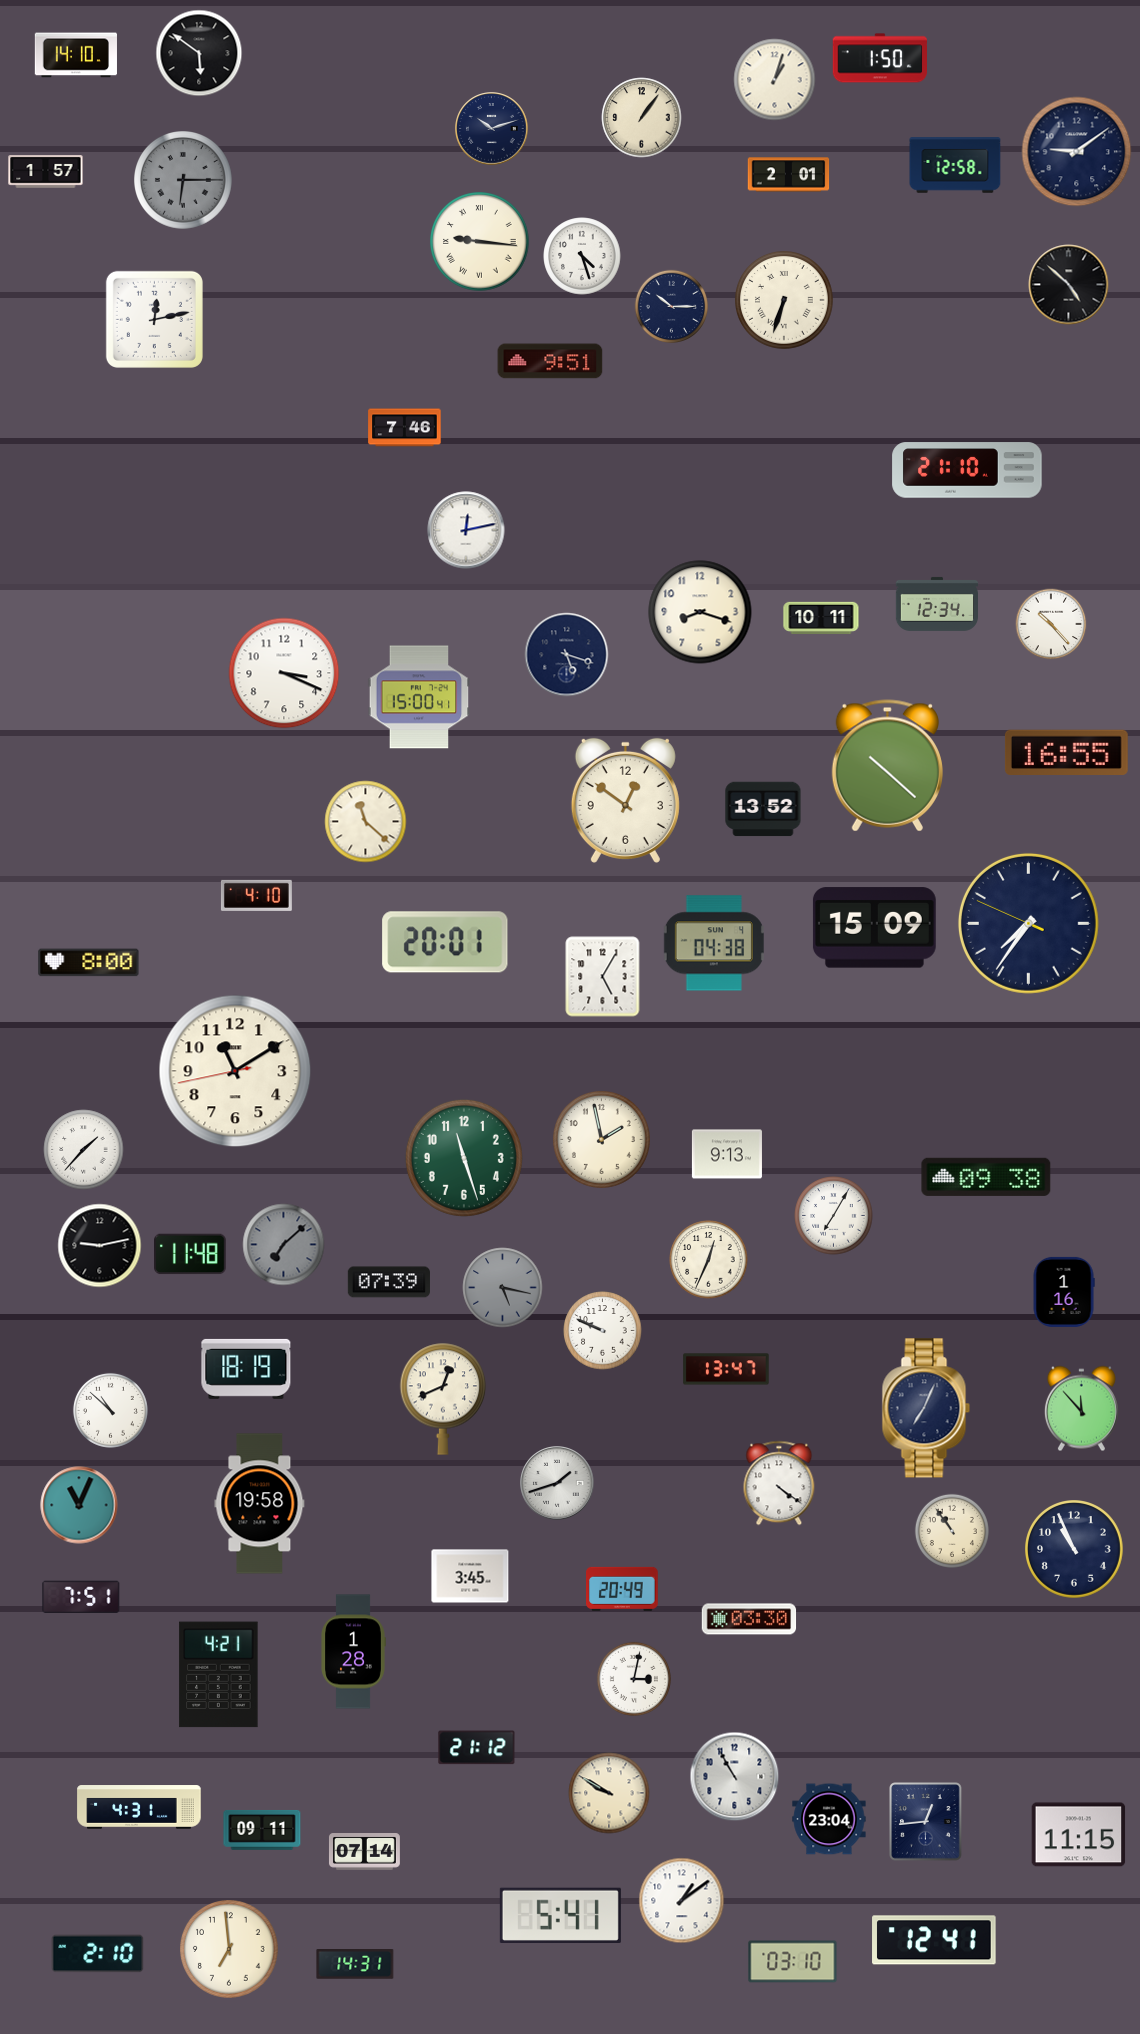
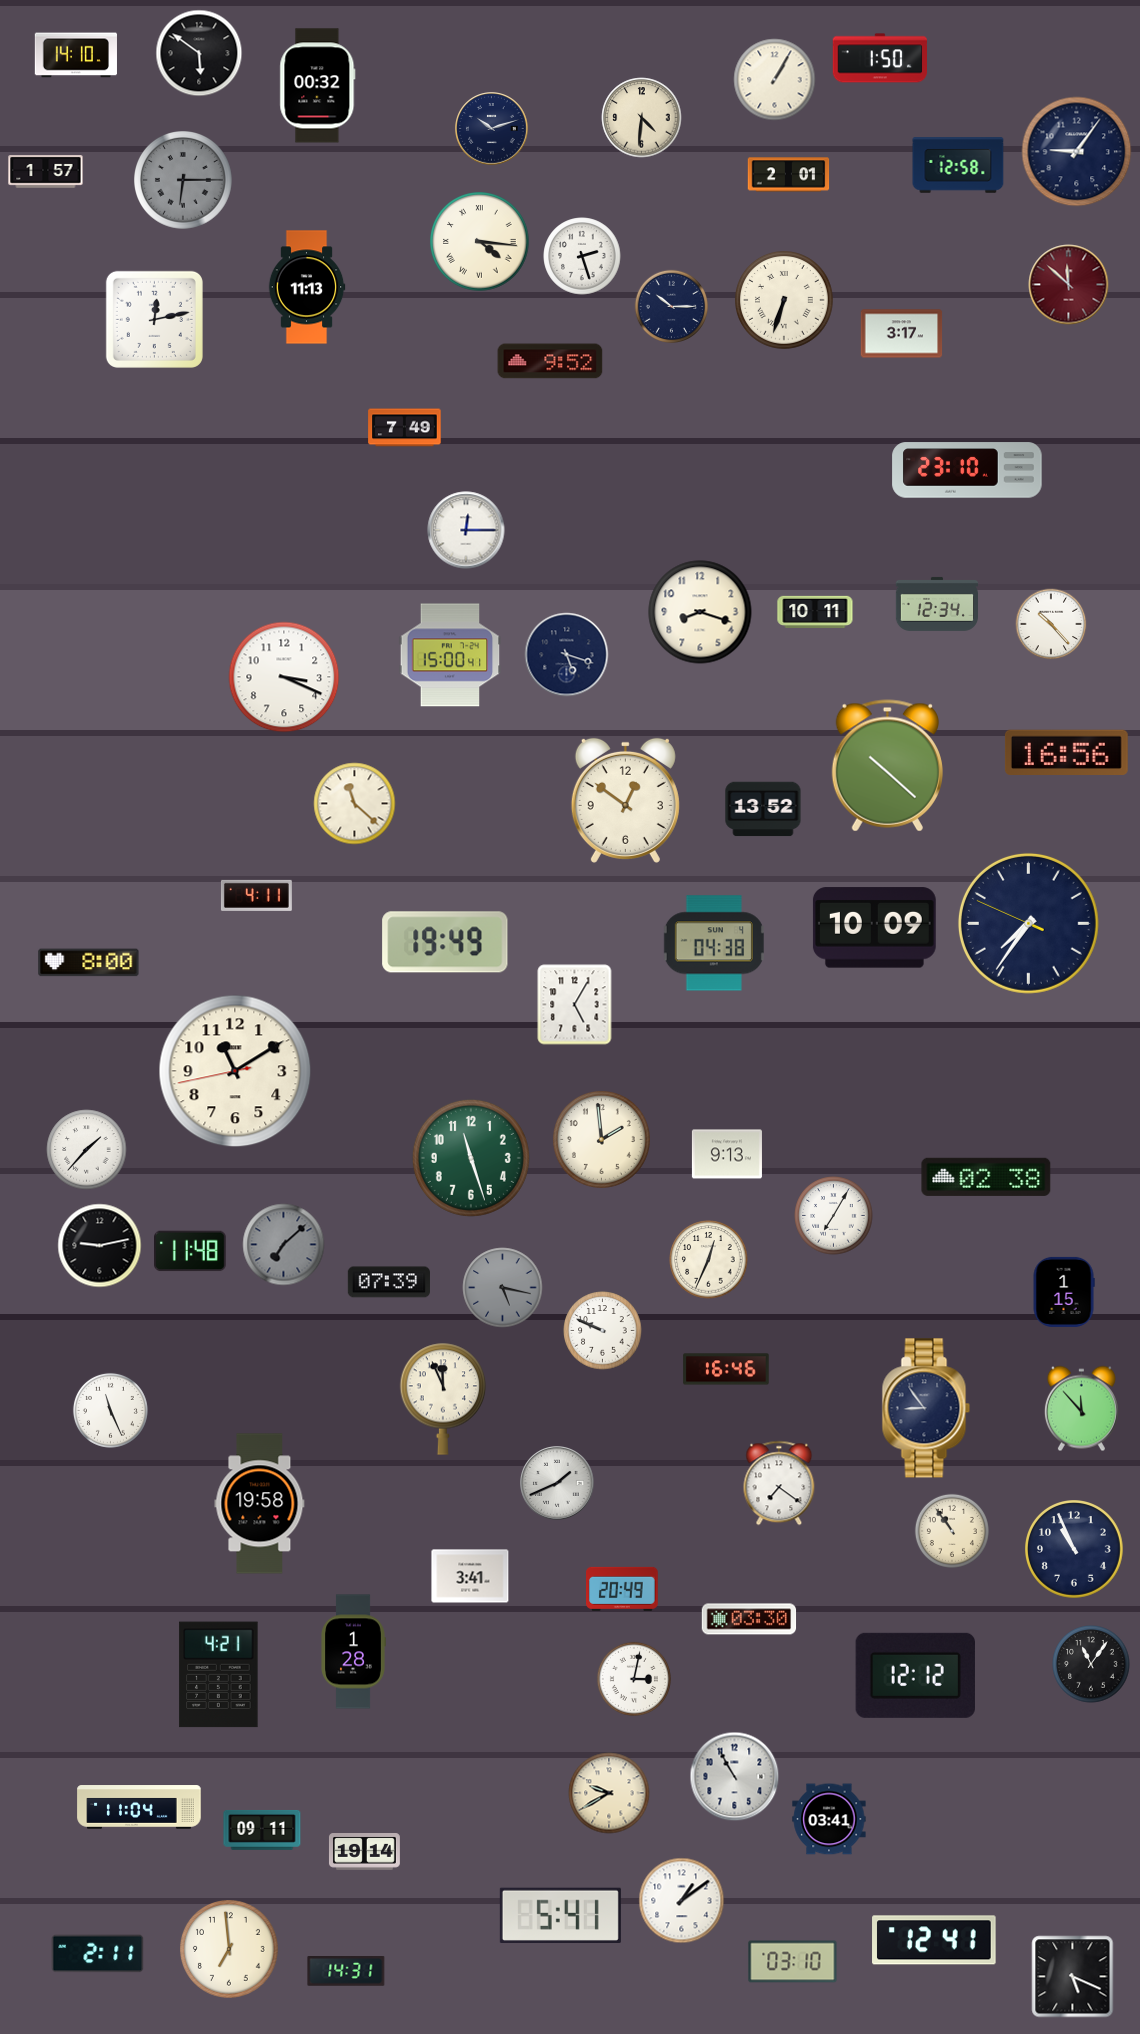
clock at (775, 80): 1:03 -> 1:05
clock at (318, 86): none -> 00:32
clock at (642, 118): 1:06 -> 4:31
clock at (1077, 152): 9:09 -> 9:06
clock at (955, 165) position: (955, 165) -> (958, 165)
clock at (480, 242): 9:16 -> 4:16
clock at (582, 256): 4:27 -> 2:27
clock at (1069, 285): 4:52 -> 11:52
clock at (1069, 285) dial: black -> burgundy
clock at (307, 287): none -> 11:13
clock at (902, 334): none -> 3:17
clock at (550, 361): 9:51 -> 9:52
clock at (405, 428): 7:46 -> 7:49
clock at (967, 470): 21:10 -> 23:10
clock at (466, 530): 12:13 -> 12:15
clock at (821, 617) position: (821, 617) -> (815, 611)
clock at (284, 673) position: (284, 673) -> (284, 677)
clock at (419, 697) position: (419, 697) -> (450, 655)
clock at (1066, 753): 16:55 -> 16:56
clock at (366, 822) position: (366, 822) -> (355, 804)
clock at (256, 895): 4:10 -> 4:11
clock at (874, 928): 15:09 -> 10:09
clock at (445, 942): 20:01 -> 19:49
clock at (603, 977) position: (603, 977) -> (575, 1005)
clock at (601, 1139): 1:58 -> 1:59
clock at (84, 1150) position: (84, 1150) -> (87, 1150)
clock at (464, 1158) position: (464, 1158) -> (471, 1158)
clock at (986, 1177): 09:38 -> 02:38
clock at (191, 1254) position: (191, 1254) -> (191, 1251)
clock at (1064, 1292): 1:16 -> 1:15
clock at (246, 1369): 18:19 -> none
clock at (726, 1369): 13:47 -> 16:46
clock at (443, 1399): 12:41 -> 11:56
clock at (926, 1408): 7:04 -> 8:54
clock at (110, 1410): 10:52 -> 11:26
clock at (557, 1483): 1:42 -> 1:41
clock at (779, 1483): 4:21 -> 7:21
clock at (79, 1505): 11:04 -> none
clock at (470, 1576): 3:45 -> 3:41
clock at (81, 1597): 7:51 -> none
clock at (1091, 1664): none -> 11:06
clock at (915, 1675): none -> 12:12
clock at (477, 1748): 21:12 -> none
clock at (609, 1793): 9:50 -> 9:40
clock at (139, 1807): 4:31 -> 11:04
clock at (829, 1819): 23:04 -> 03:41
clock at (926, 1822): 12:44 -> none
clock at (1079, 1835): 11:15 -> none
clock at (364, 1852): 07:14 -> 19:14
clock at (98, 1954): 2:10 -> 2:11
clock at (355, 1965) position: (355, 1965) -> (346, 1972)
clock at (1073, 1977): none -> 5:19
